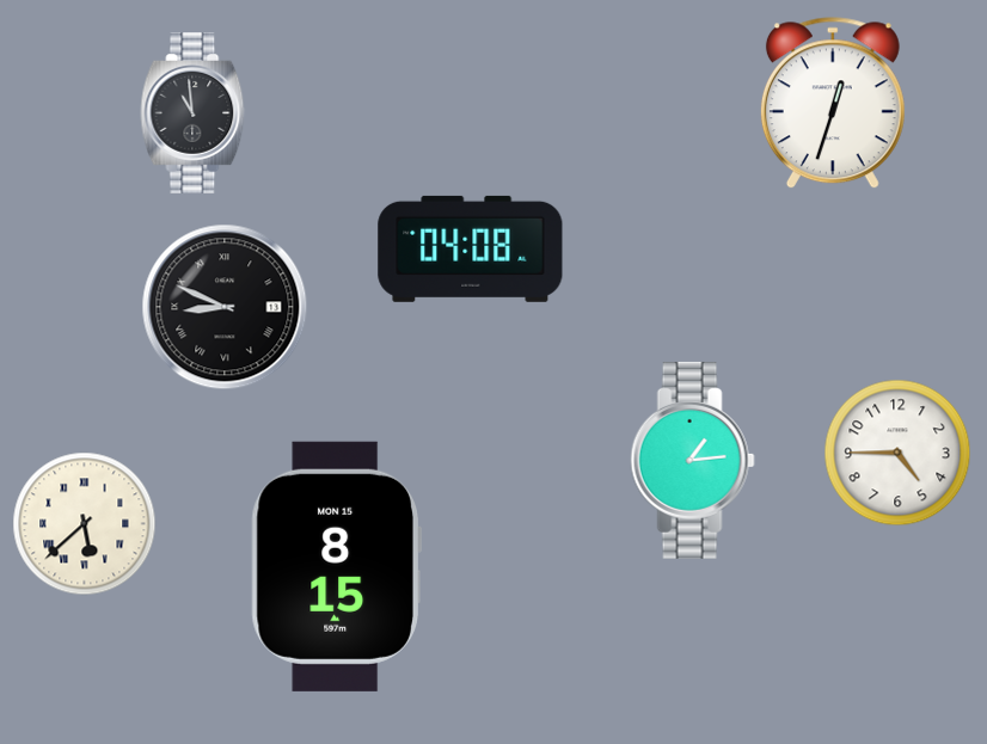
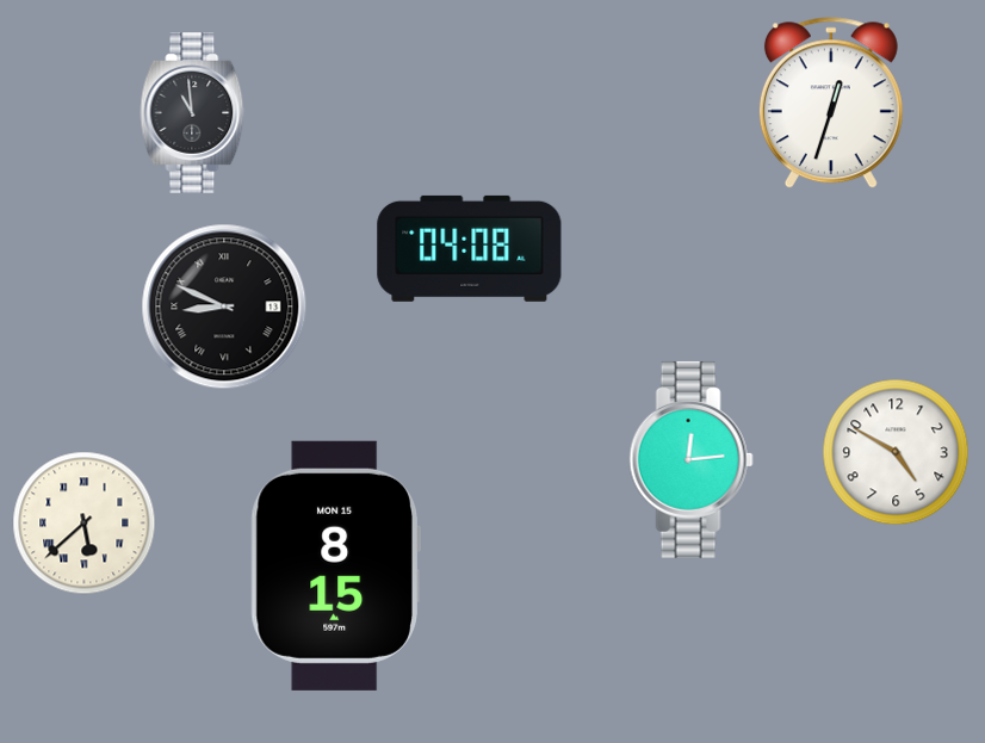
clock at (897, 453): 4:45 -> 4:50
clock at (692, 460): 1:14 -> 12:14
